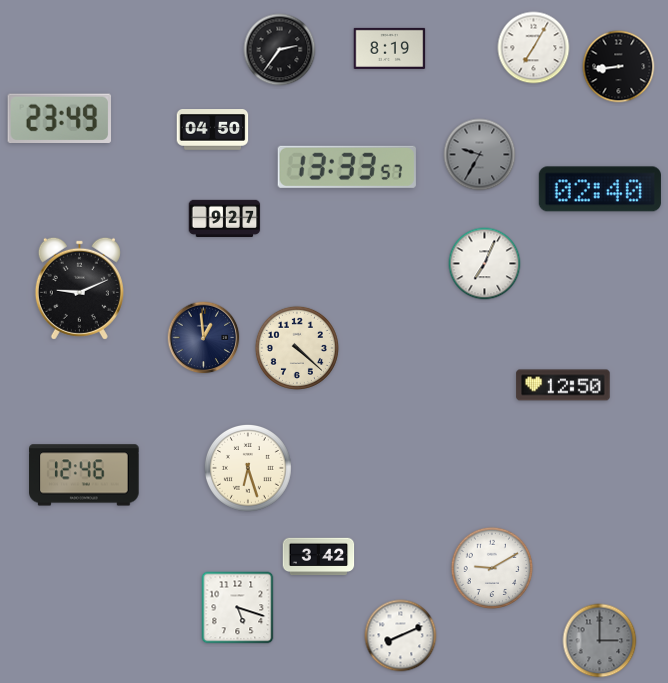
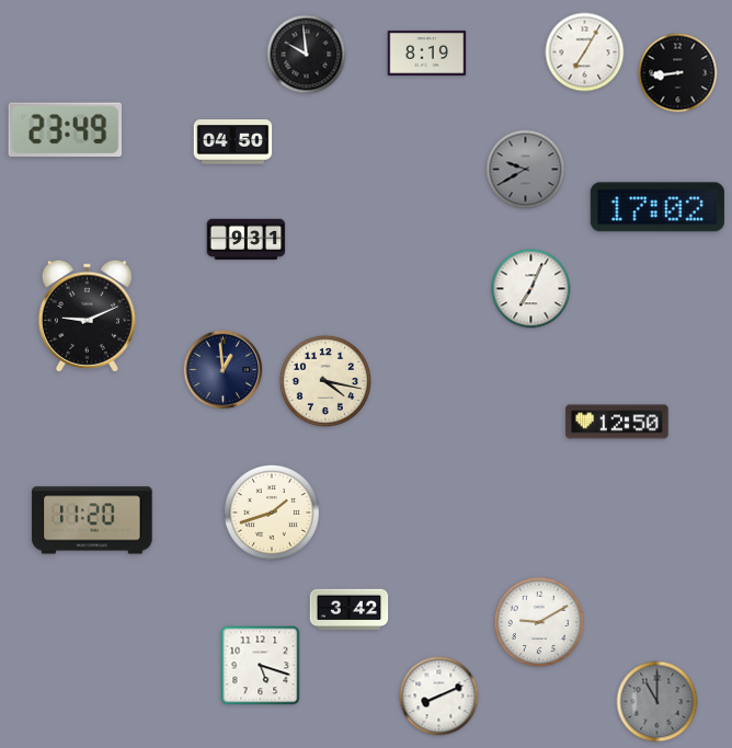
clock at (280, 50): 2:36 -> 9:59
clock at (480, 155): 9:35 -> 9:40
clock at (347, 167): 13:33 -> none
clock at (600, 189): 02:40 -> 17:02
clock at (225, 218): 9:27 -> 9:31
clock at (297, 348): 4:22 -> 4:17
clock at (248, 468): 6:27 -> 1:42
clock at (84, 475): 12:46 -> 11:20
clock at (600, 641): 3:00 -> 11:00
